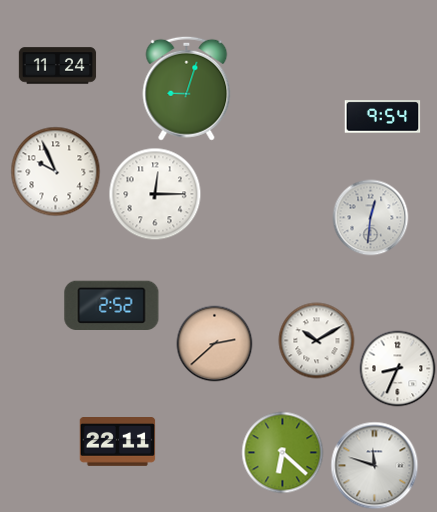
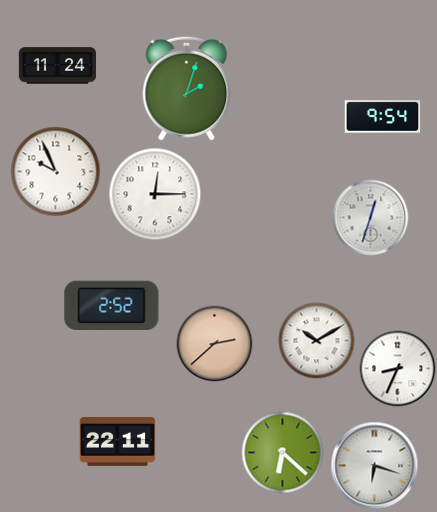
clock at (187, 88): 9:03 -> 2:03
clock at (371, 218): 12:31 -> 12:33
clock at (375, 466): 11:48 -> 6:18
